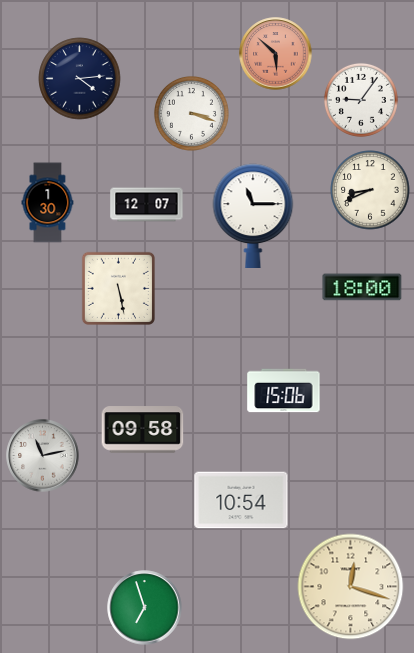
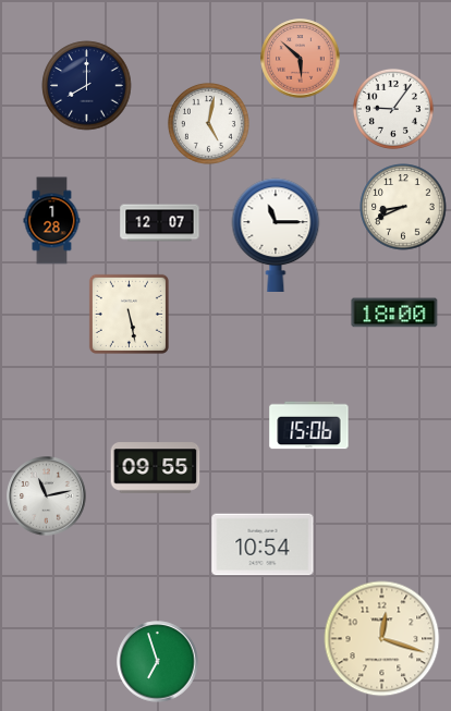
clock at (80, 79): 4:14 -> 8:00
clock at (191, 113): 3:18 -> 5:02
clock at (48, 203): 1:30 -> 1:28
clock at (143, 430): 09:58 -> 09:55
